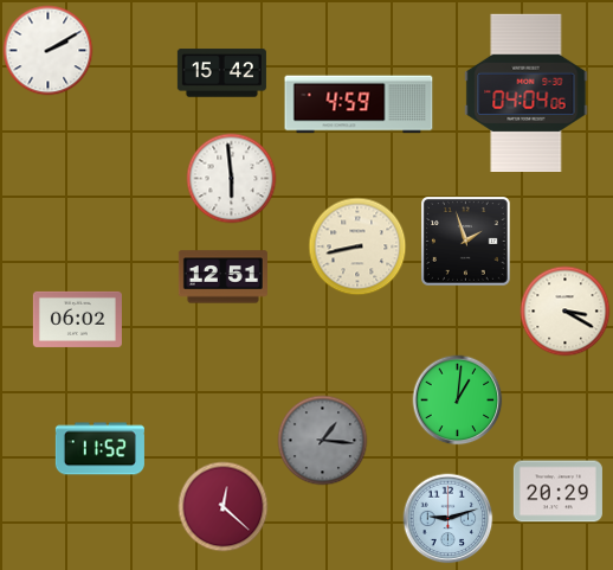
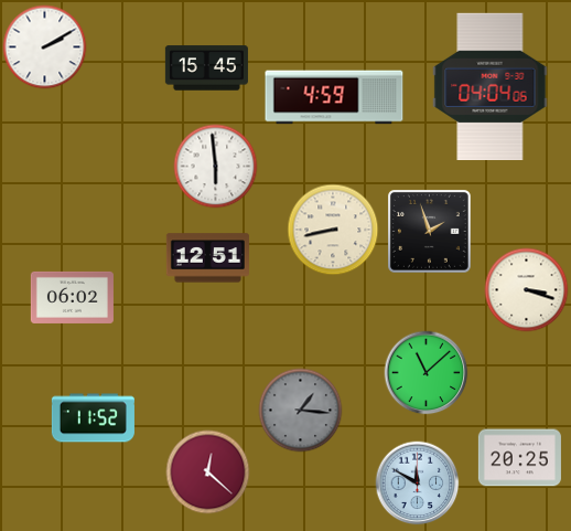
clock at (221, 73): 15:42 -> 15:45
clock at (466, 242) position: (466, 242) -> (430, 232)
clock at (566, 312): 3:20 -> 3:18
clock at (458, 401): 1:01 -> 11:08
clock at (557, 492): 20:29 -> 20:25
clock at (449, 519): 9:12 -> 11:50
